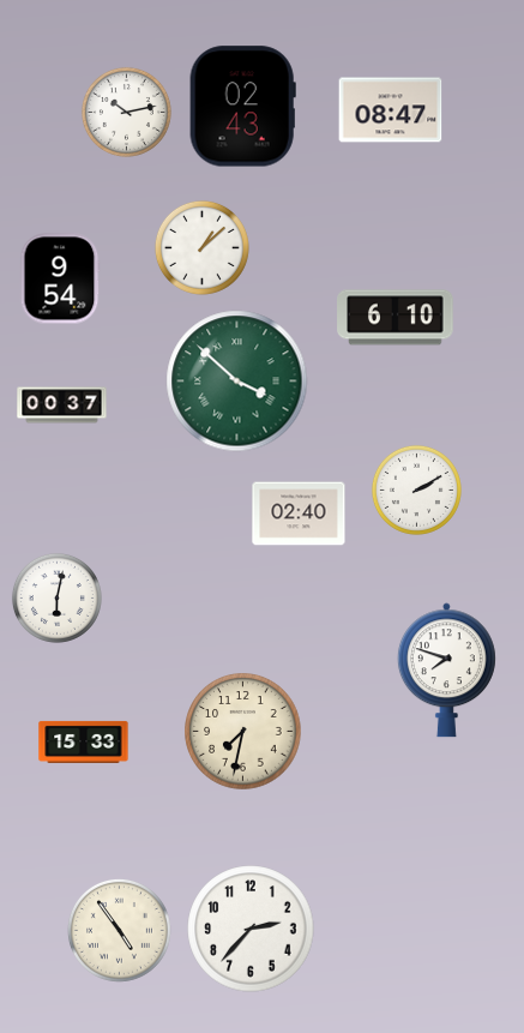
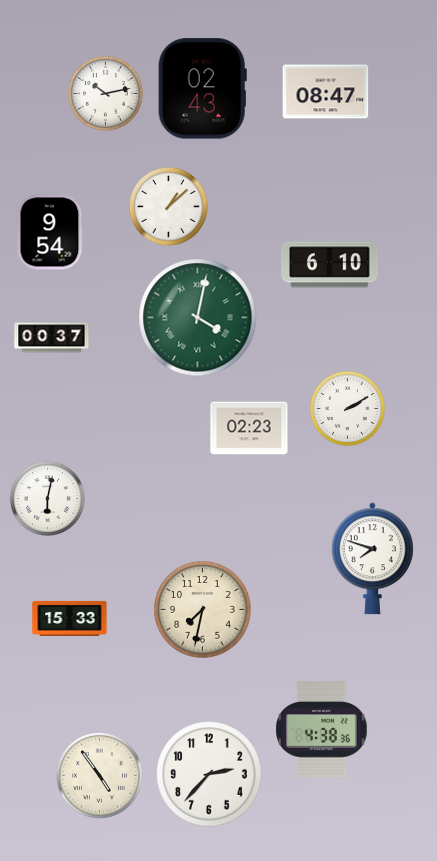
clock at (237, 382): 3:52 -> 4:02
clock at (299, 514): 02:40 -> 02:23
clock at (322, 730): none -> 4:38
